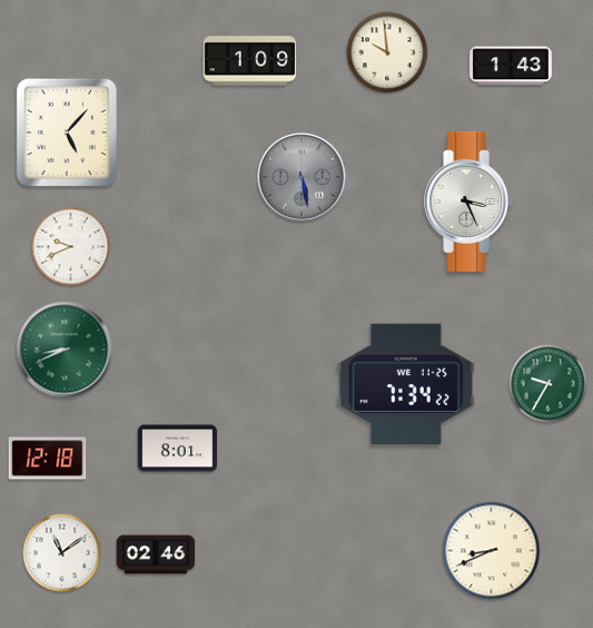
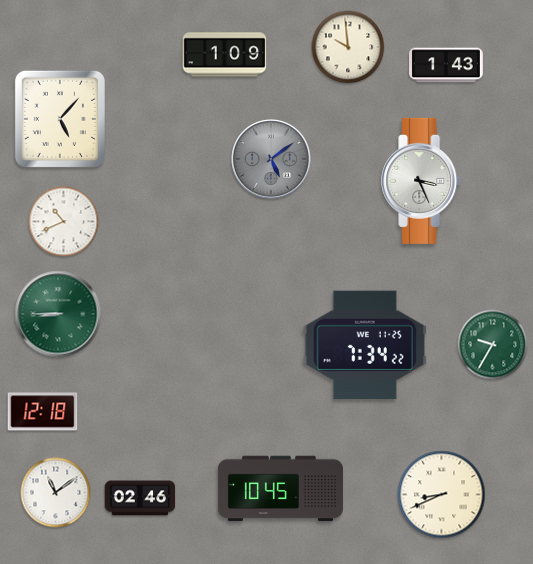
clock at (512, 66) position: (512, 66) -> (447, 65)
clock at (302, 177): 5:28 -> 5:09
clock at (71, 247): 9:41 -> 10:41
clock at (65, 350): 8:41 -> 8:45
clock at (178, 449): 8:01 -> none
clock at (280, 489): none -> 10:45
clock at (62, 553) position: (62, 553) -> (56, 493)
